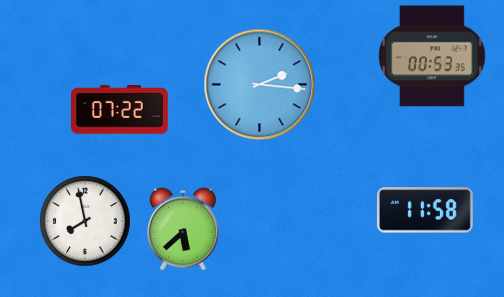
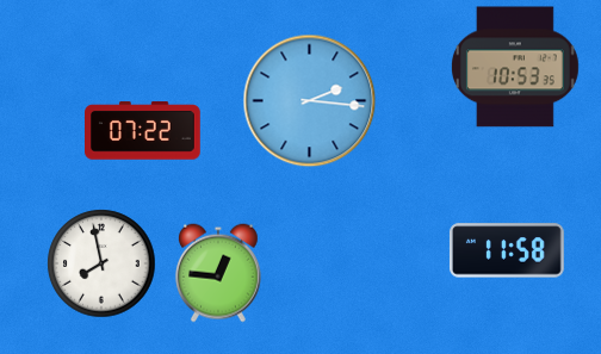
clock at (432, 56): 00:53 -> 10:53
clock at (183, 229): 5:38 -> 12:46
